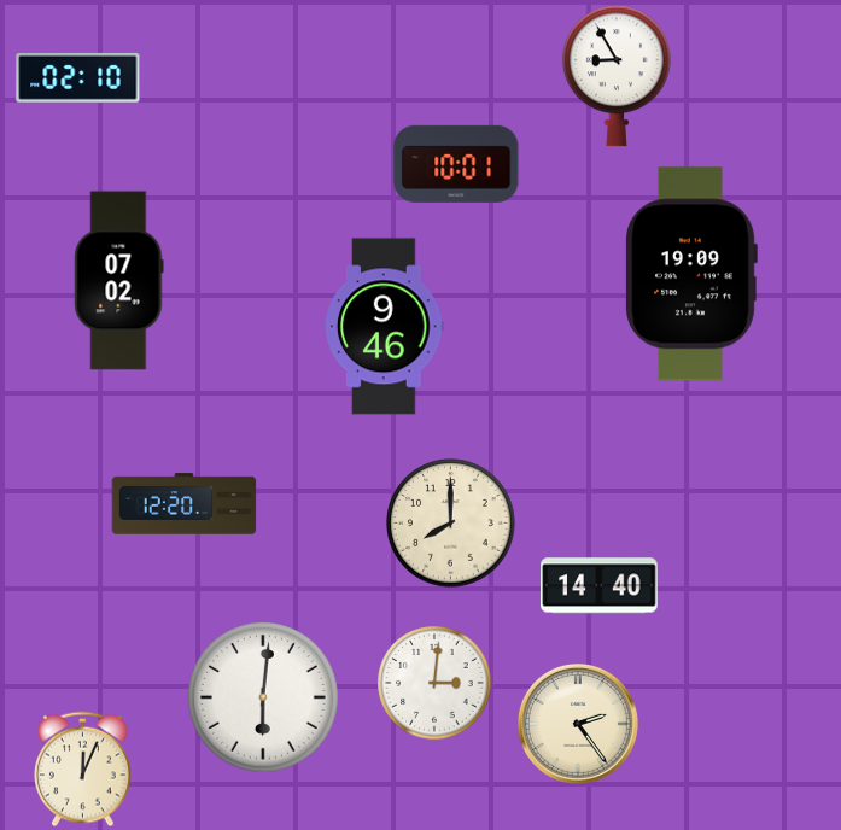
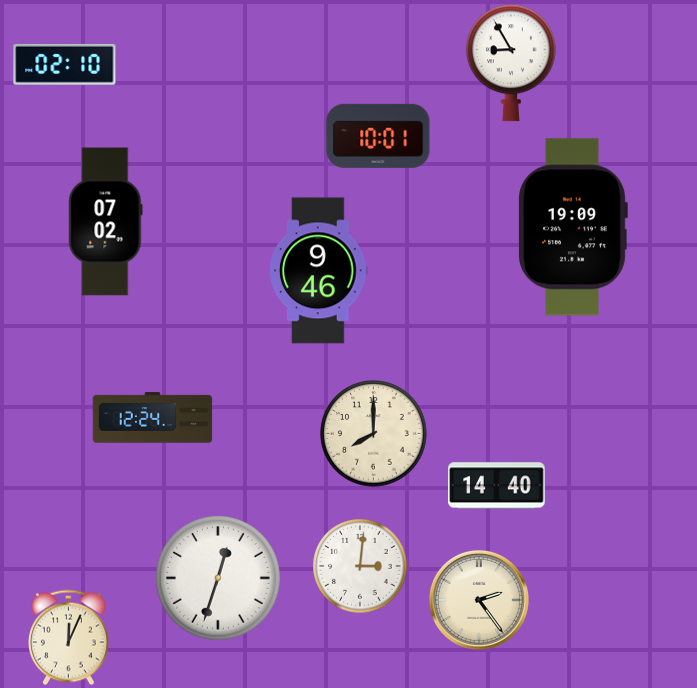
clock at (119, 281) position: (119, 281) -> (106, 222)
clock at (185, 504): 12:20 -> 12:24
clock at (263, 697): 6:01 -> 12:33
